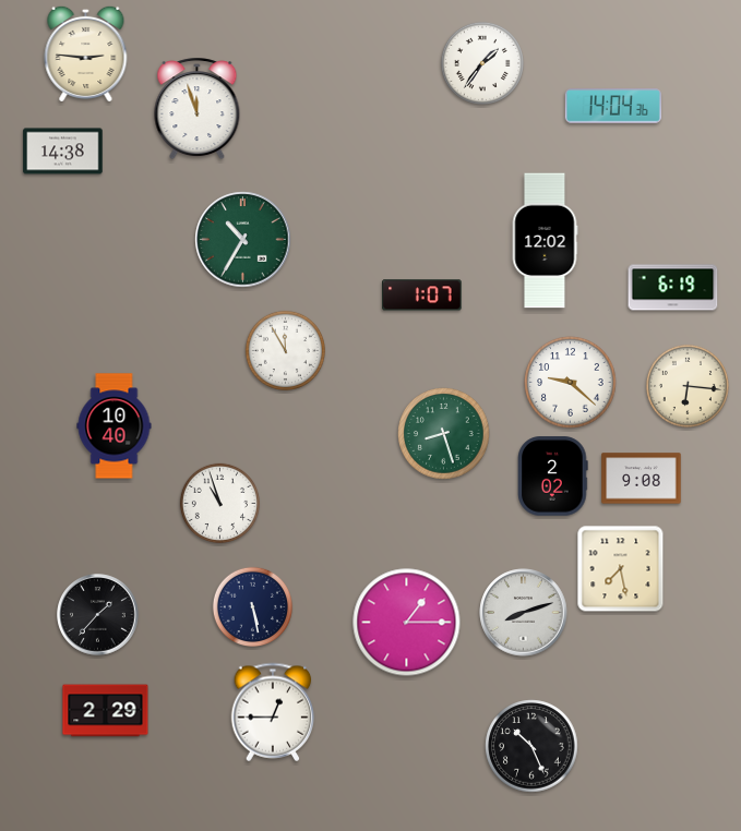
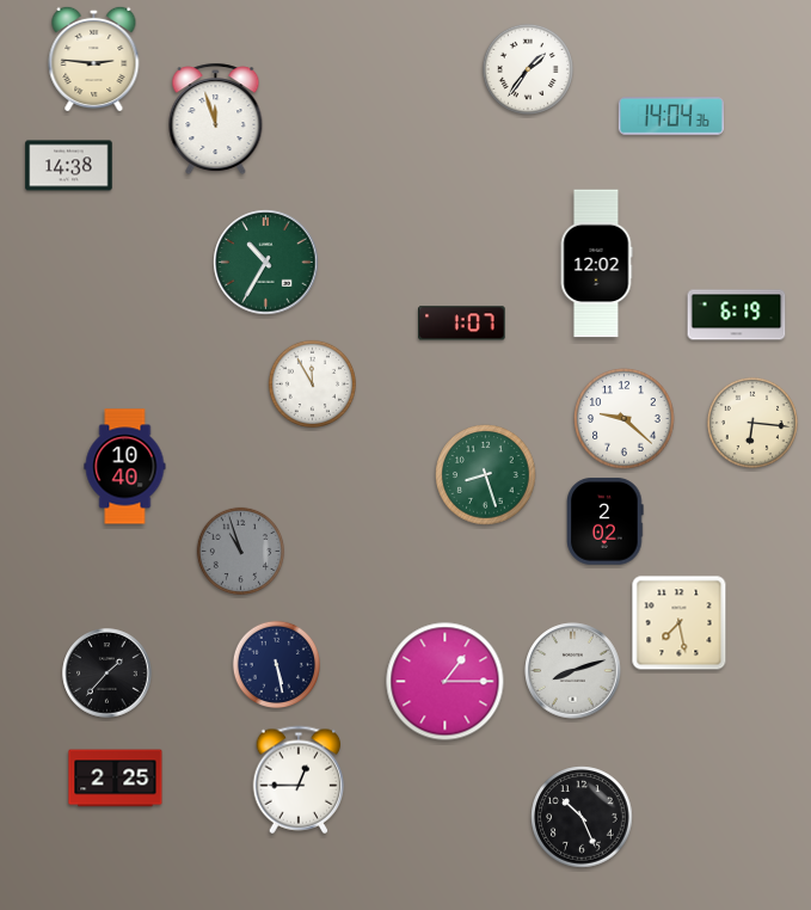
clock at (642, 479): 9:08 -> none
clock at (219, 503) dial: white -> grey
clock at (106, 711): 2:29 -> 2:25
